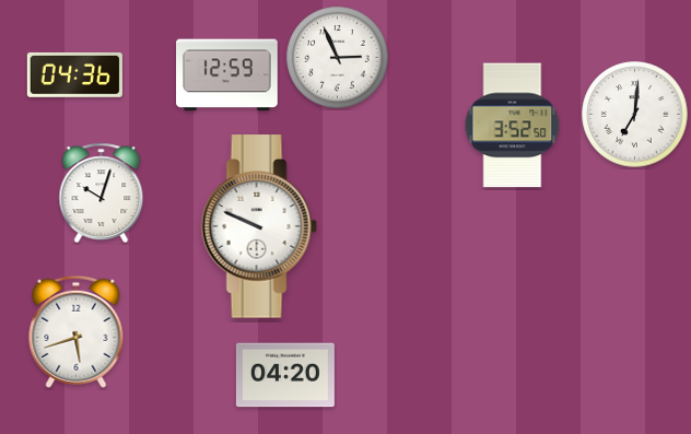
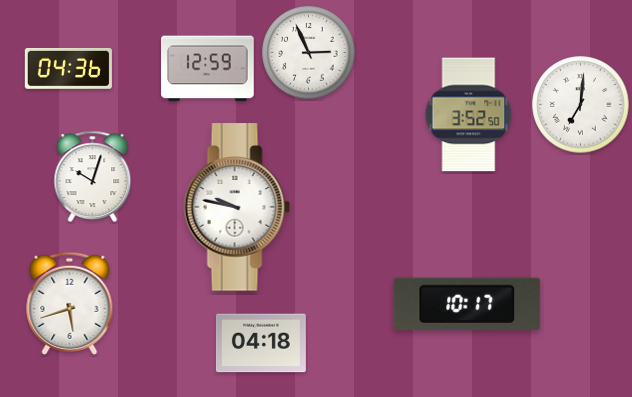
clock at (259, 226): 9:49 -> 9:47
clock at (467, 304): none -> 10:17
clock at (285, 375): 04:20 -> 04:18
